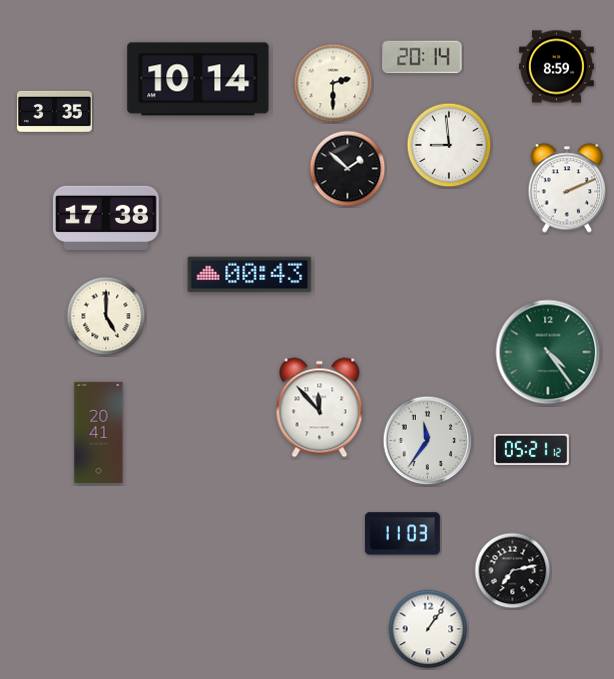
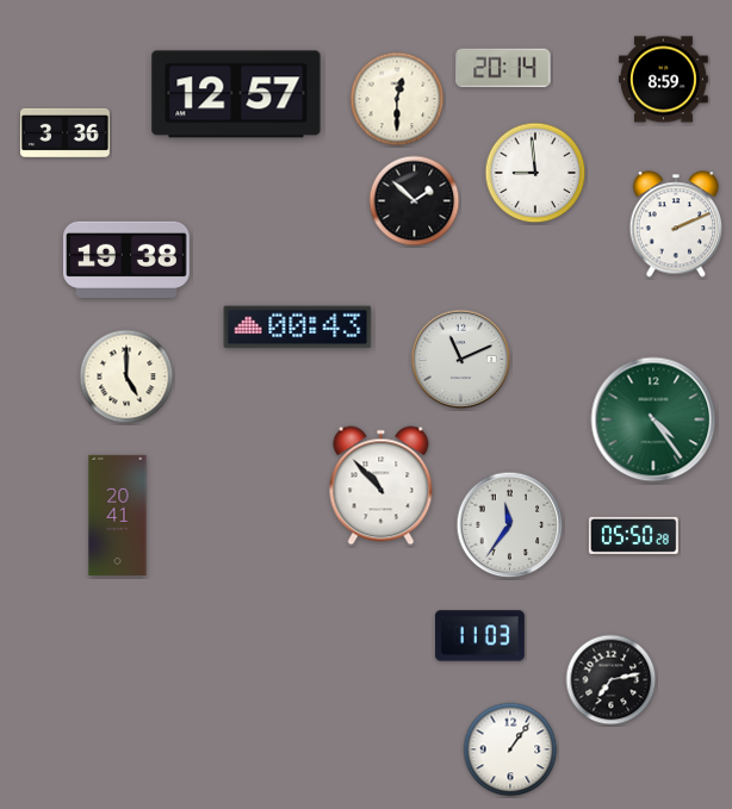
clock at (198, 79): 10:14 -> 12:57
clock at (333, 83): 2:30 -> 12:30
clock at (54, 111): 3:35 -> 3:36
clock at (107, 218): 17:38 -> 19:38
clock at (461, 360): none -> 11:11
clock at (320, 408): 11:53 -> 10:53
clock at (531, 449): 05:21 -> 05:50
